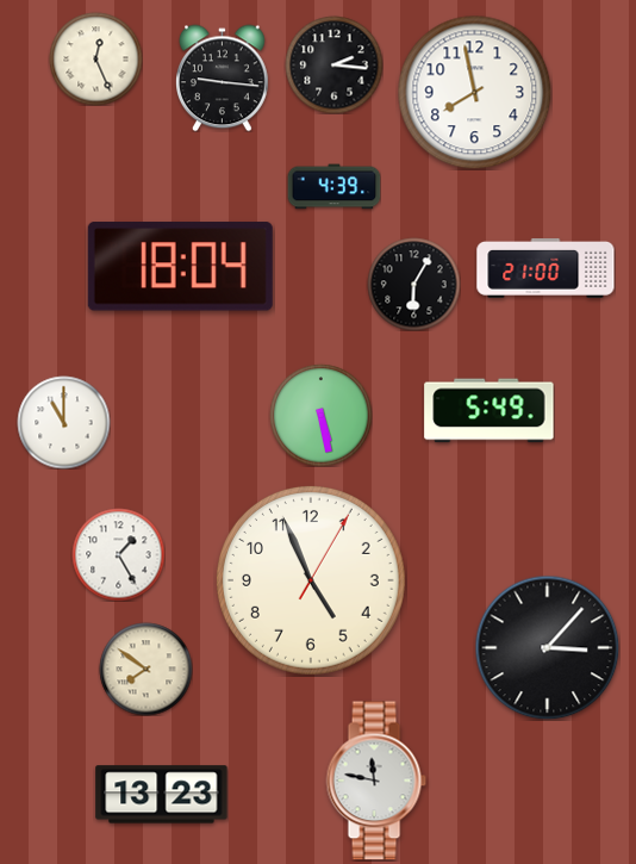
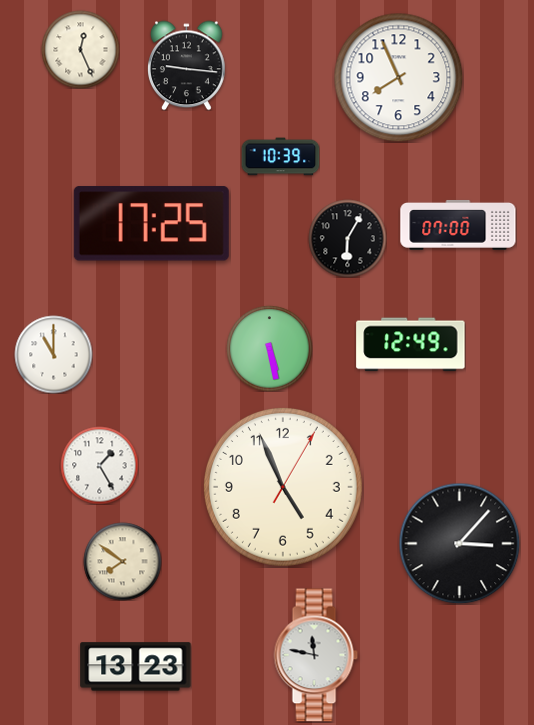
clock at (333, 64): 2:16 -> none
clock at (474, 92): 7:58 -> 7:56
clock at (333, 187): 4:39 -> 10:39
clock at (180, 267): 18:04 -> 17:25
clock at (545, 268): 21:00 -> 07:00
clock at (490, 411): 5:49 -> 12:49
clock at (311, 580) position: (311, 580) -> (283, 487)
